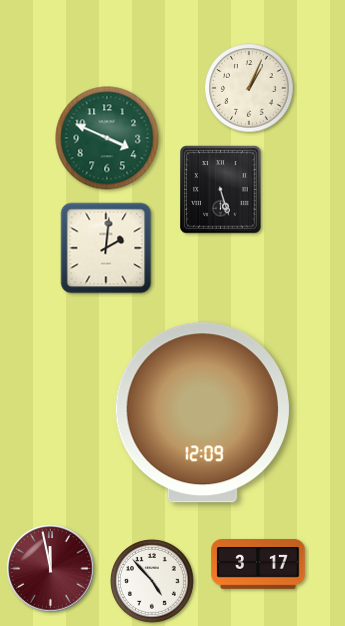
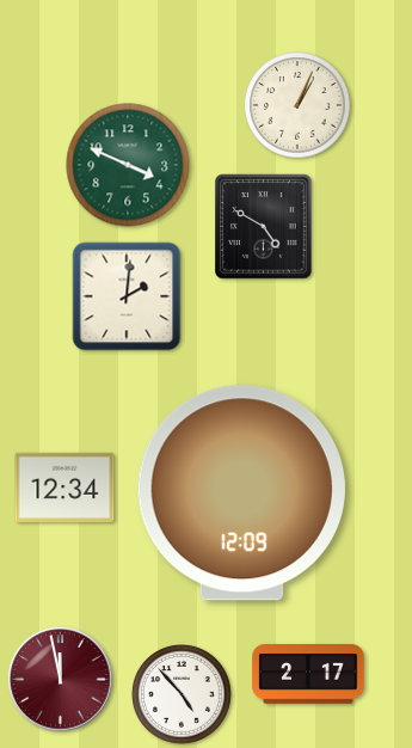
clock at (221, 190): 5:27 -> 4:50
clock at (64, 488): none -> 12:34
clock at (258, 564): 3:17 -> 2:17
